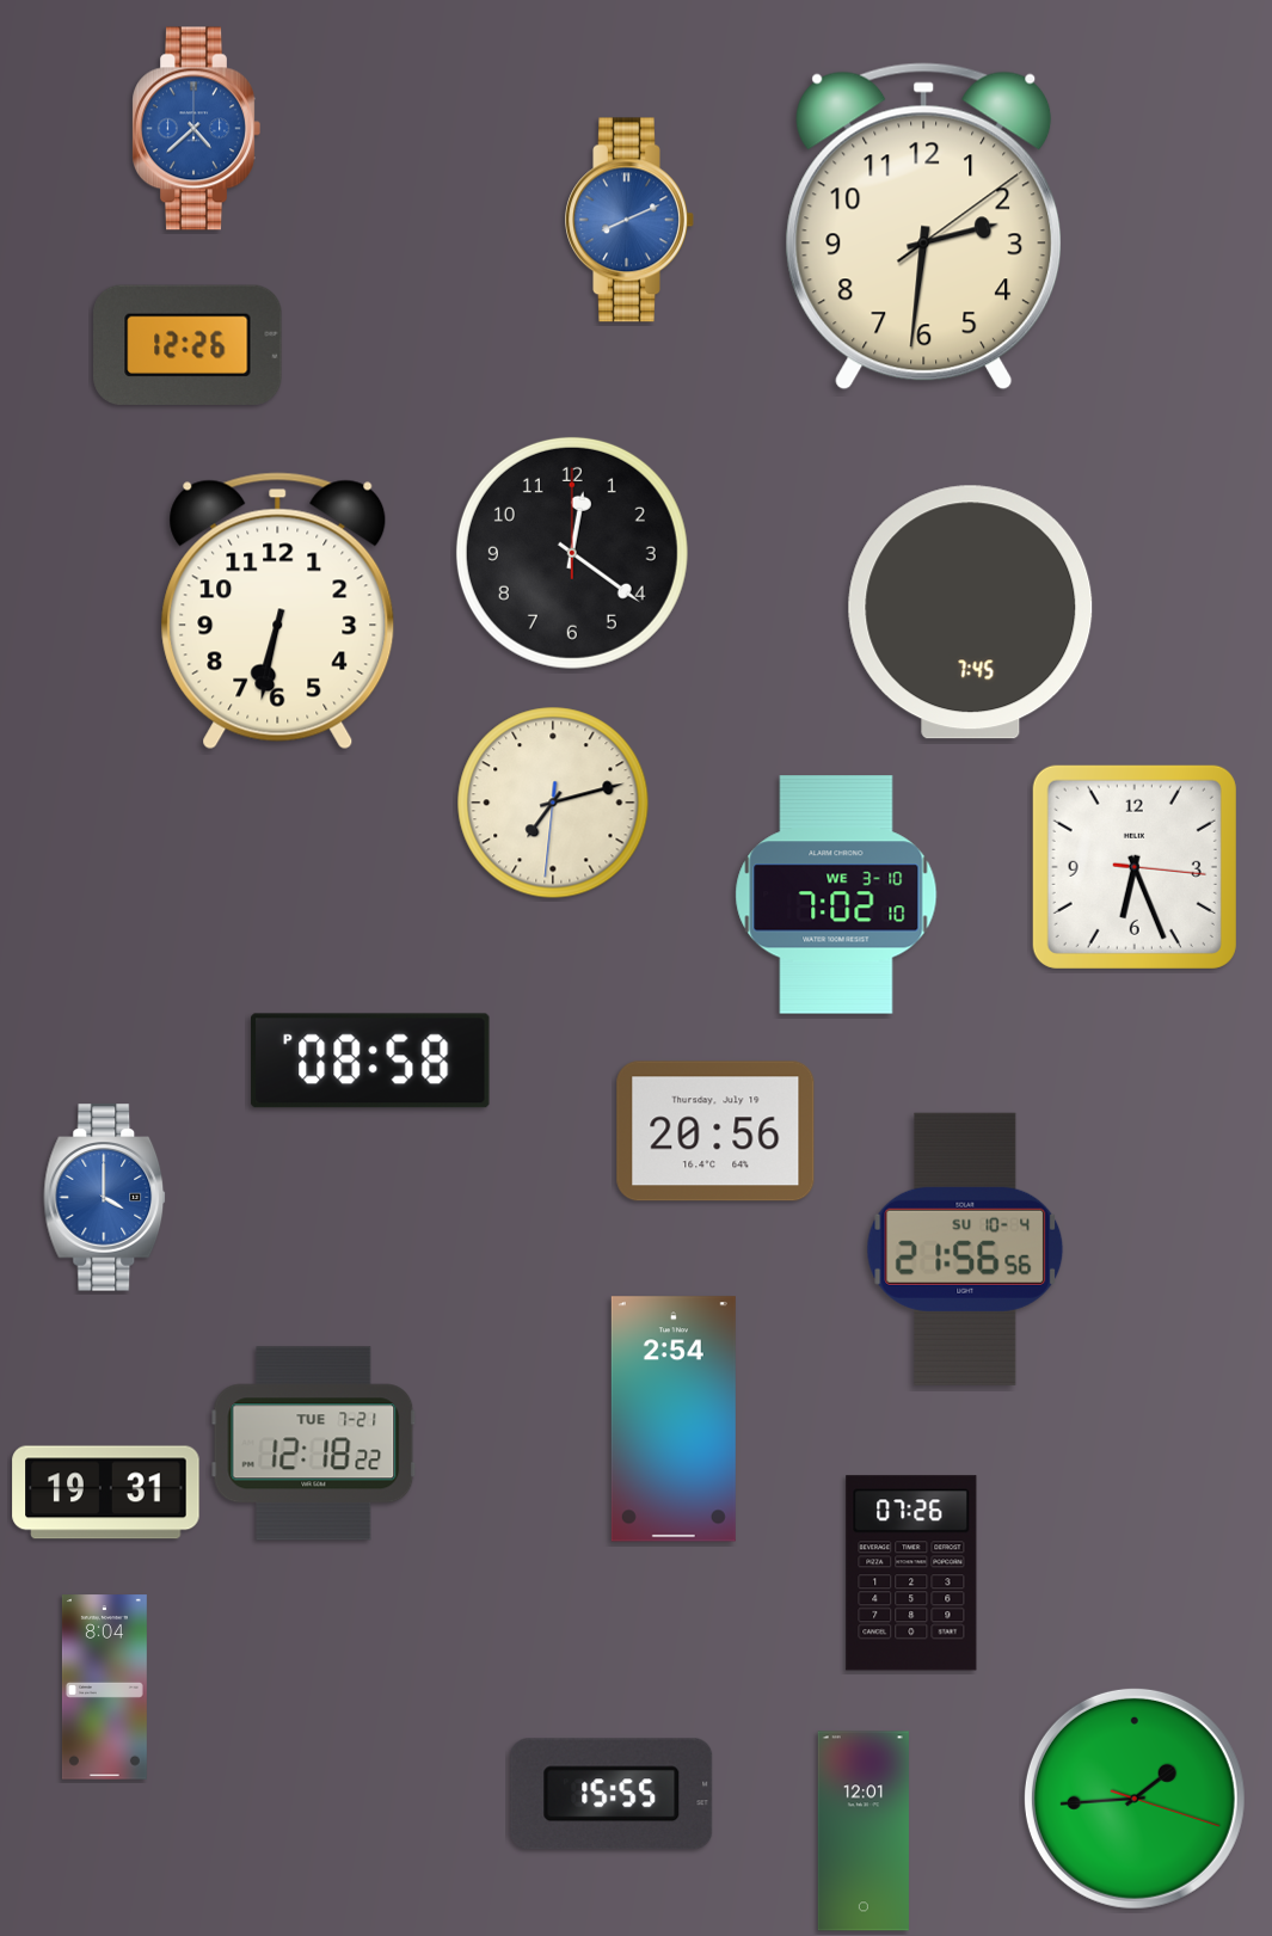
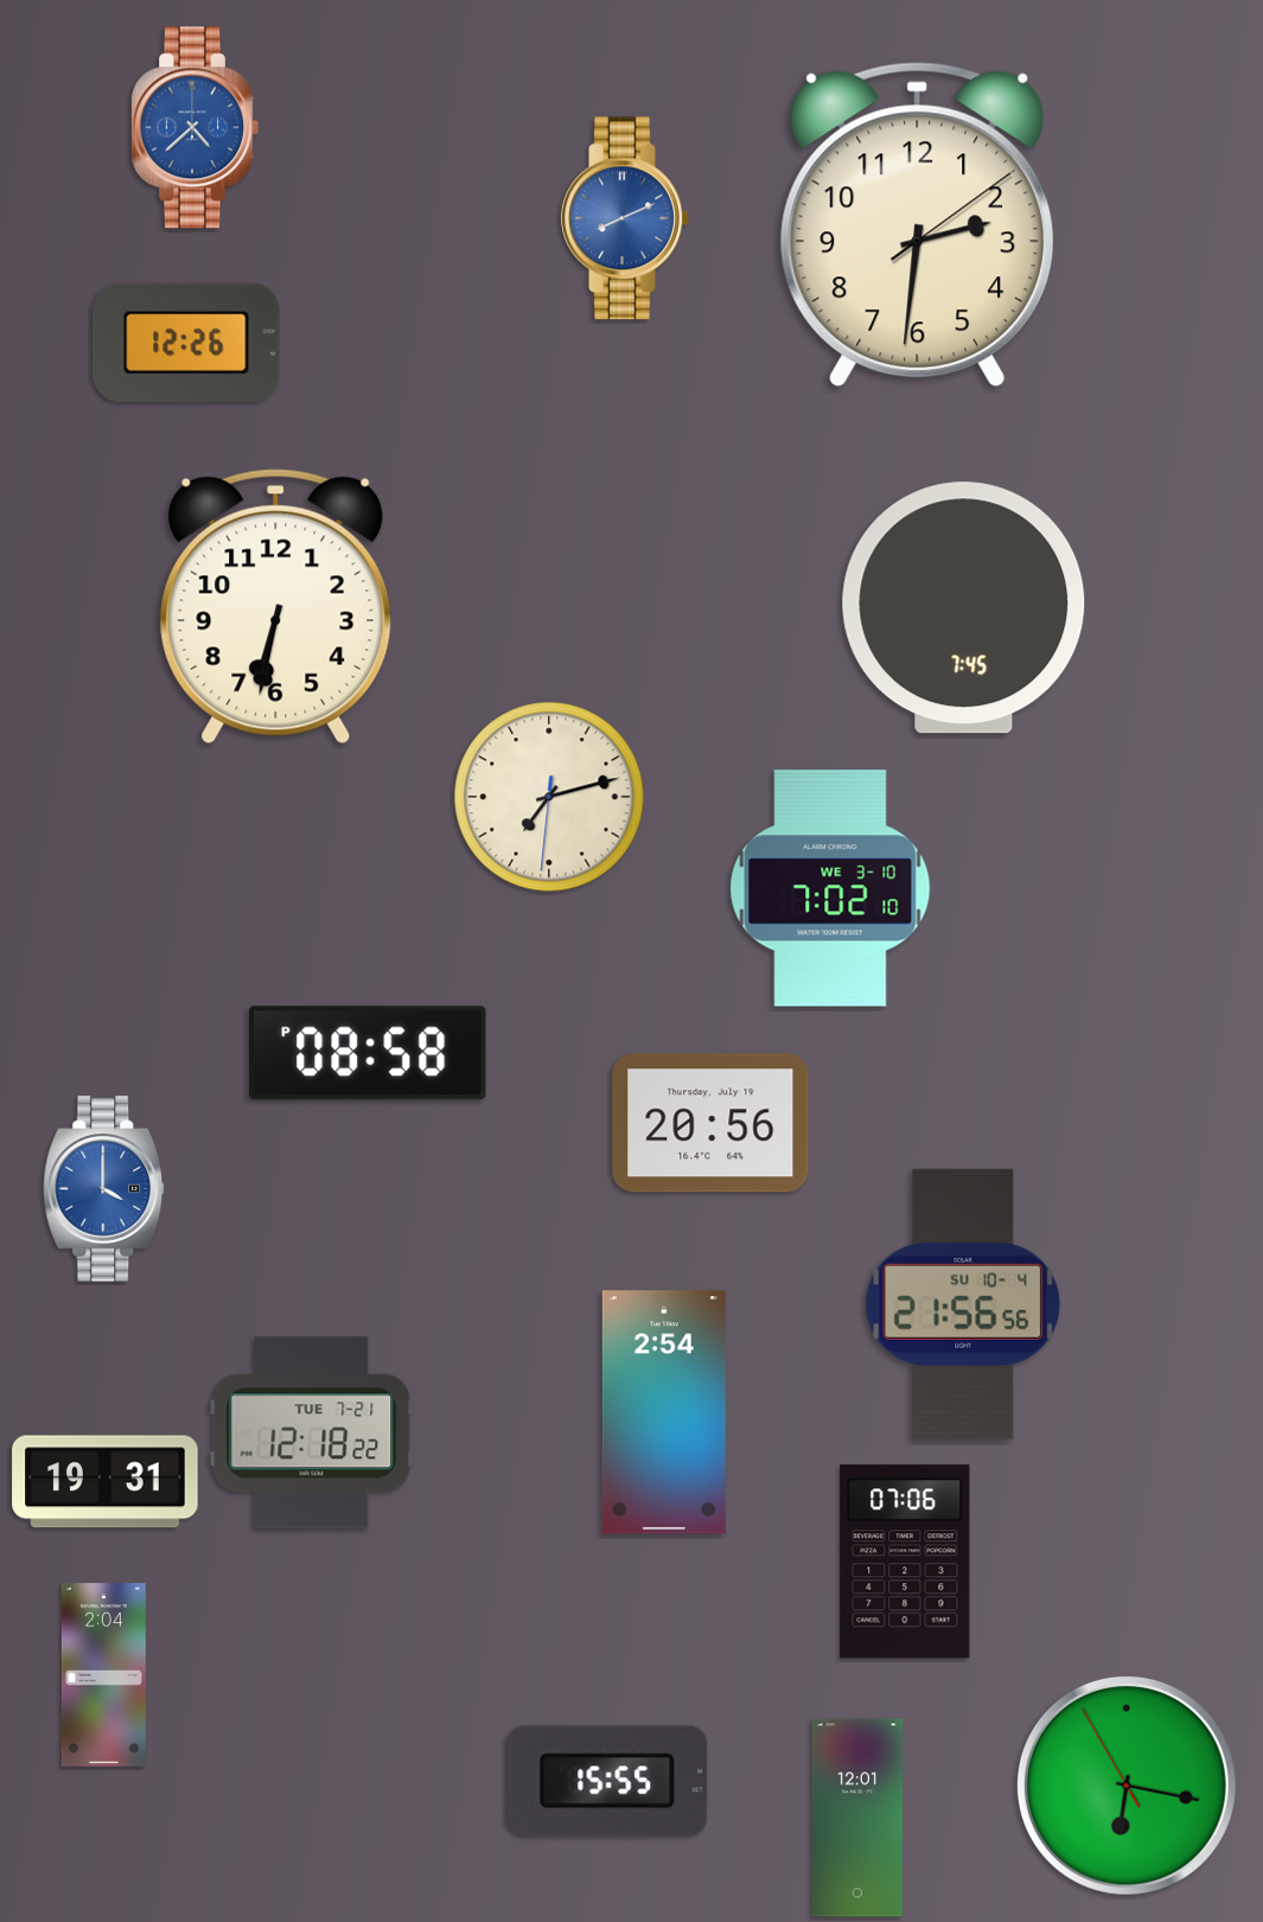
clock at (572, 553): 12:21 -> none
clock at (1135, 867): 6:26 -> none
clock at (965, 1249) position: (965, 1249) -> (963, 1304)
clock at (674, 1419) position: (674, 1419) -> (664, 1412)
clock at (911, 1573): 07:26 -> 07:06
clock at (104, 1688): 8:04 -> 2:04
clock at (1135, 1799): 1:44 -> 6:16
